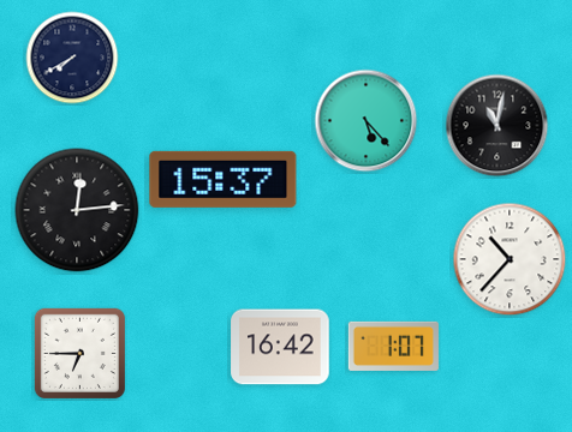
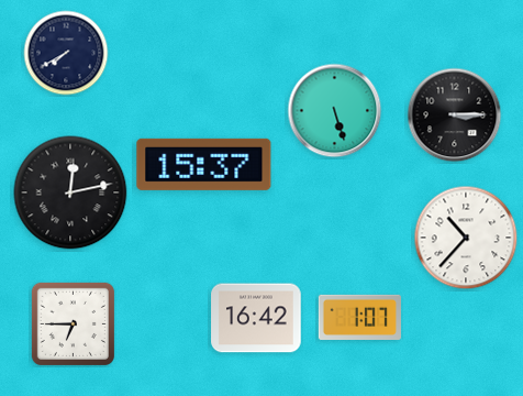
clock at (367, 121): 5:23 -> 5:27
clock at (497, 126): 11:02 -> 3:15
clock at (77, 210): 12:14 -> 12:13
